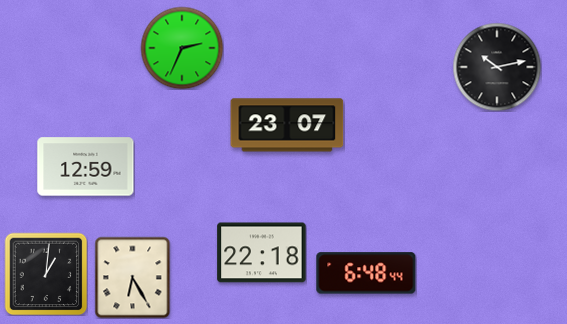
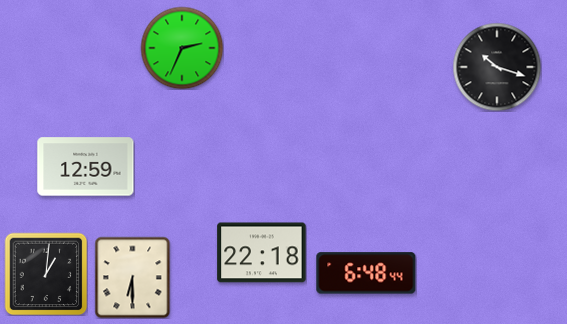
clock at (497, 67): 10:13 -> 10:18
clock at (287, 125): 23:07 -> none
clock at (133, 277): 6:25 -> 6:30
